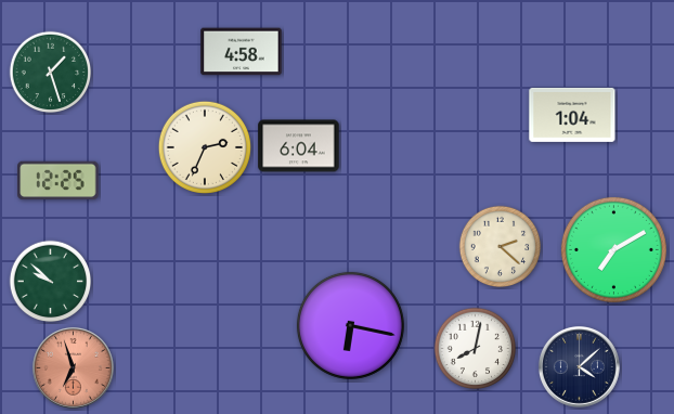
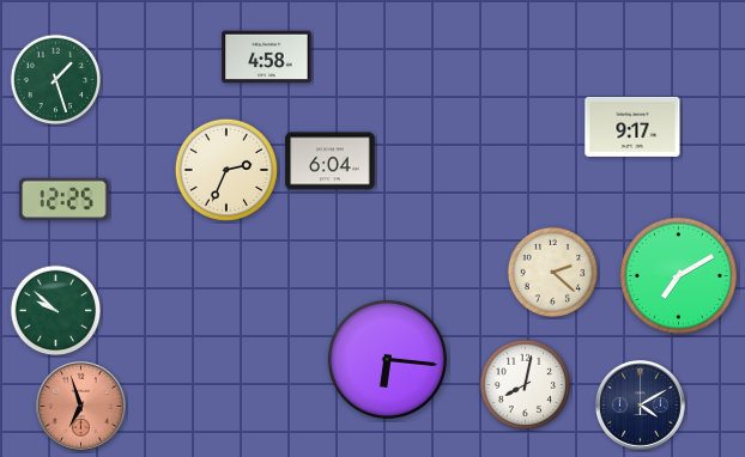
clock at (572, 115): 1:04 -> 9:17
clock at (205, 147) position: (205, 147) -> (226, 170)
clock at (350, 325): 6:17 -> 6:16
clock at (579, 366): 4:08 -> 4:10
